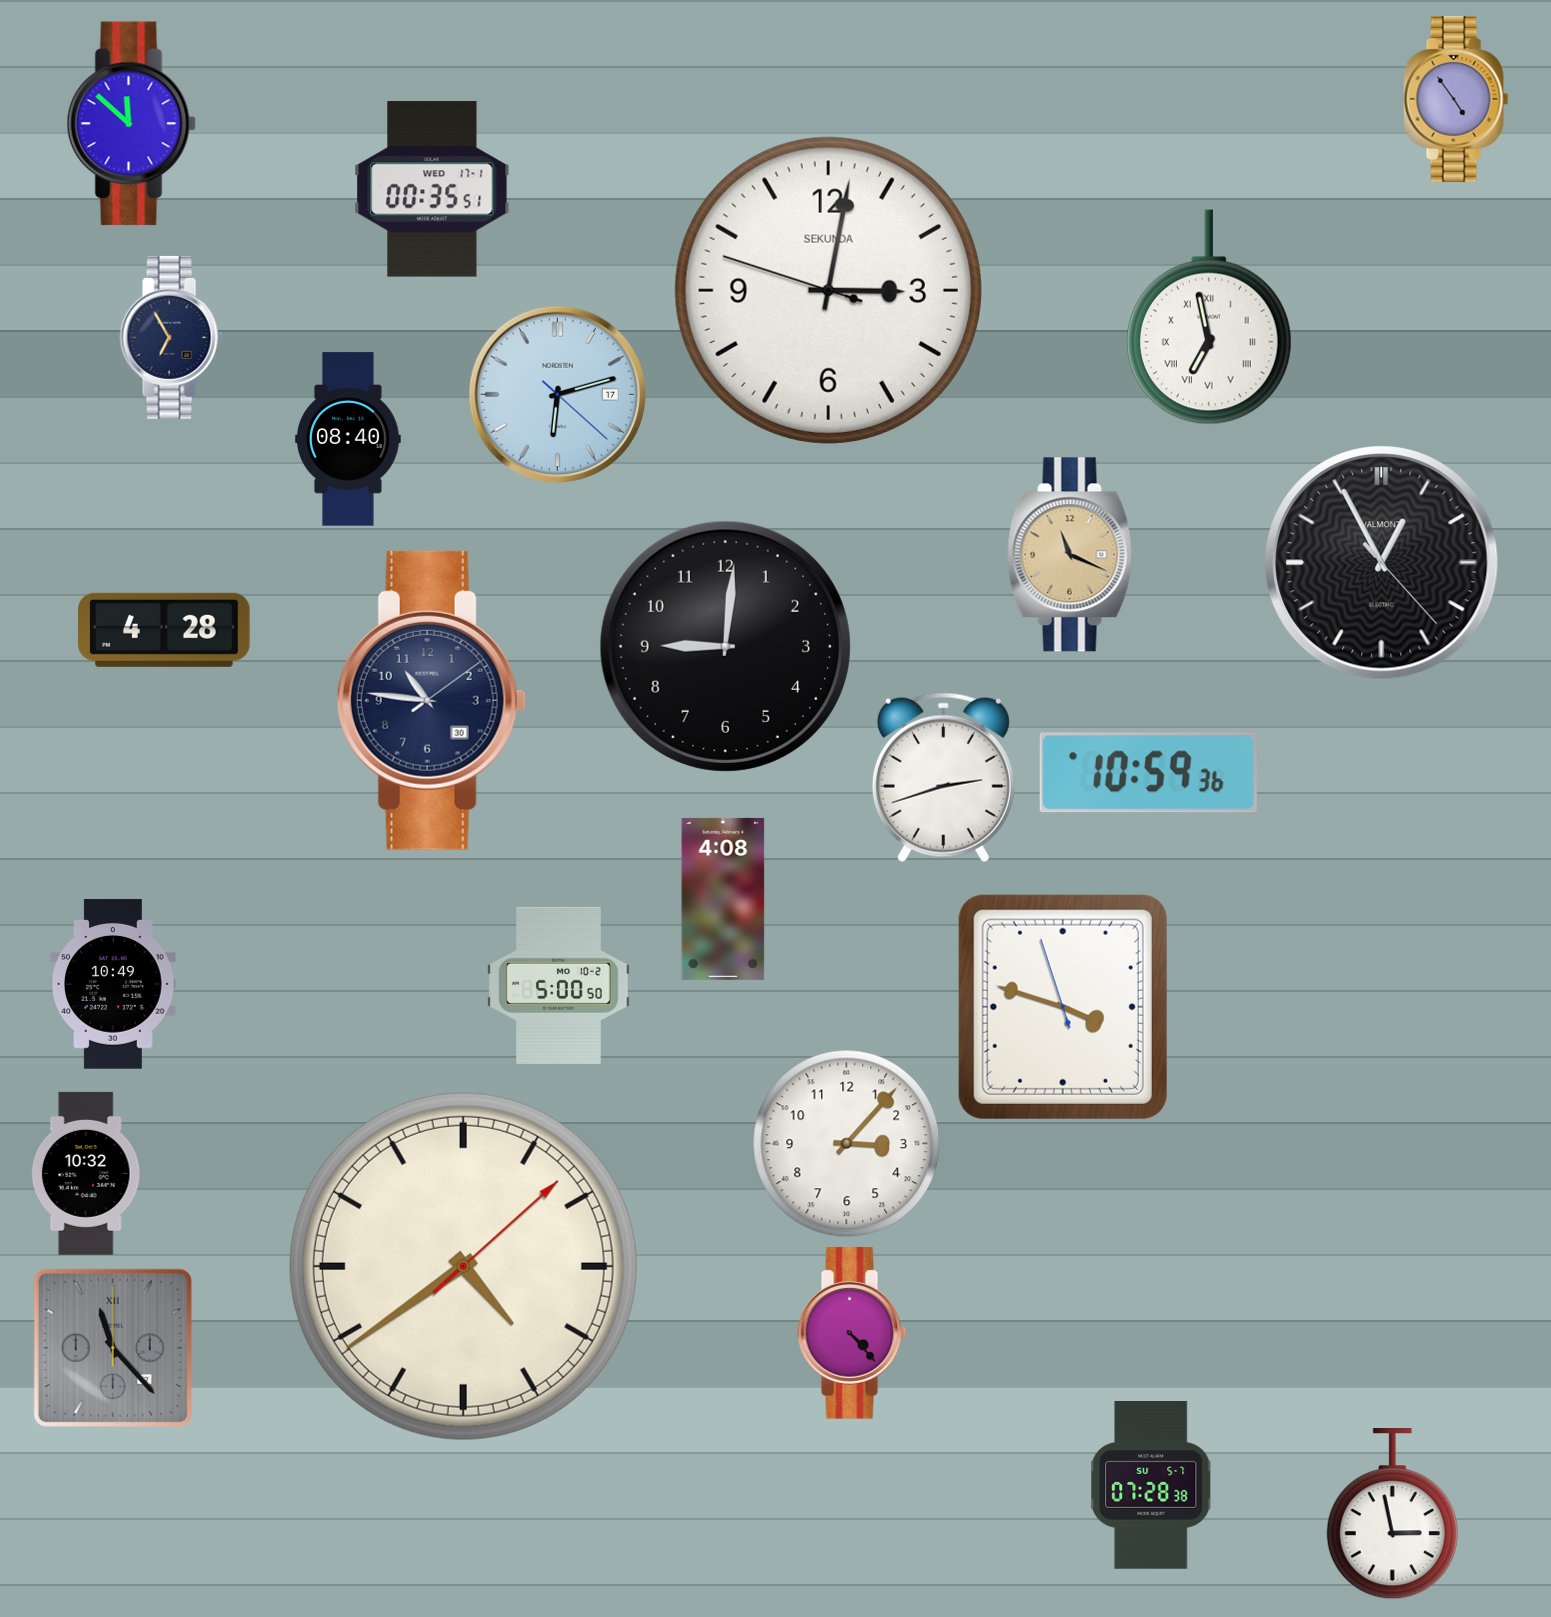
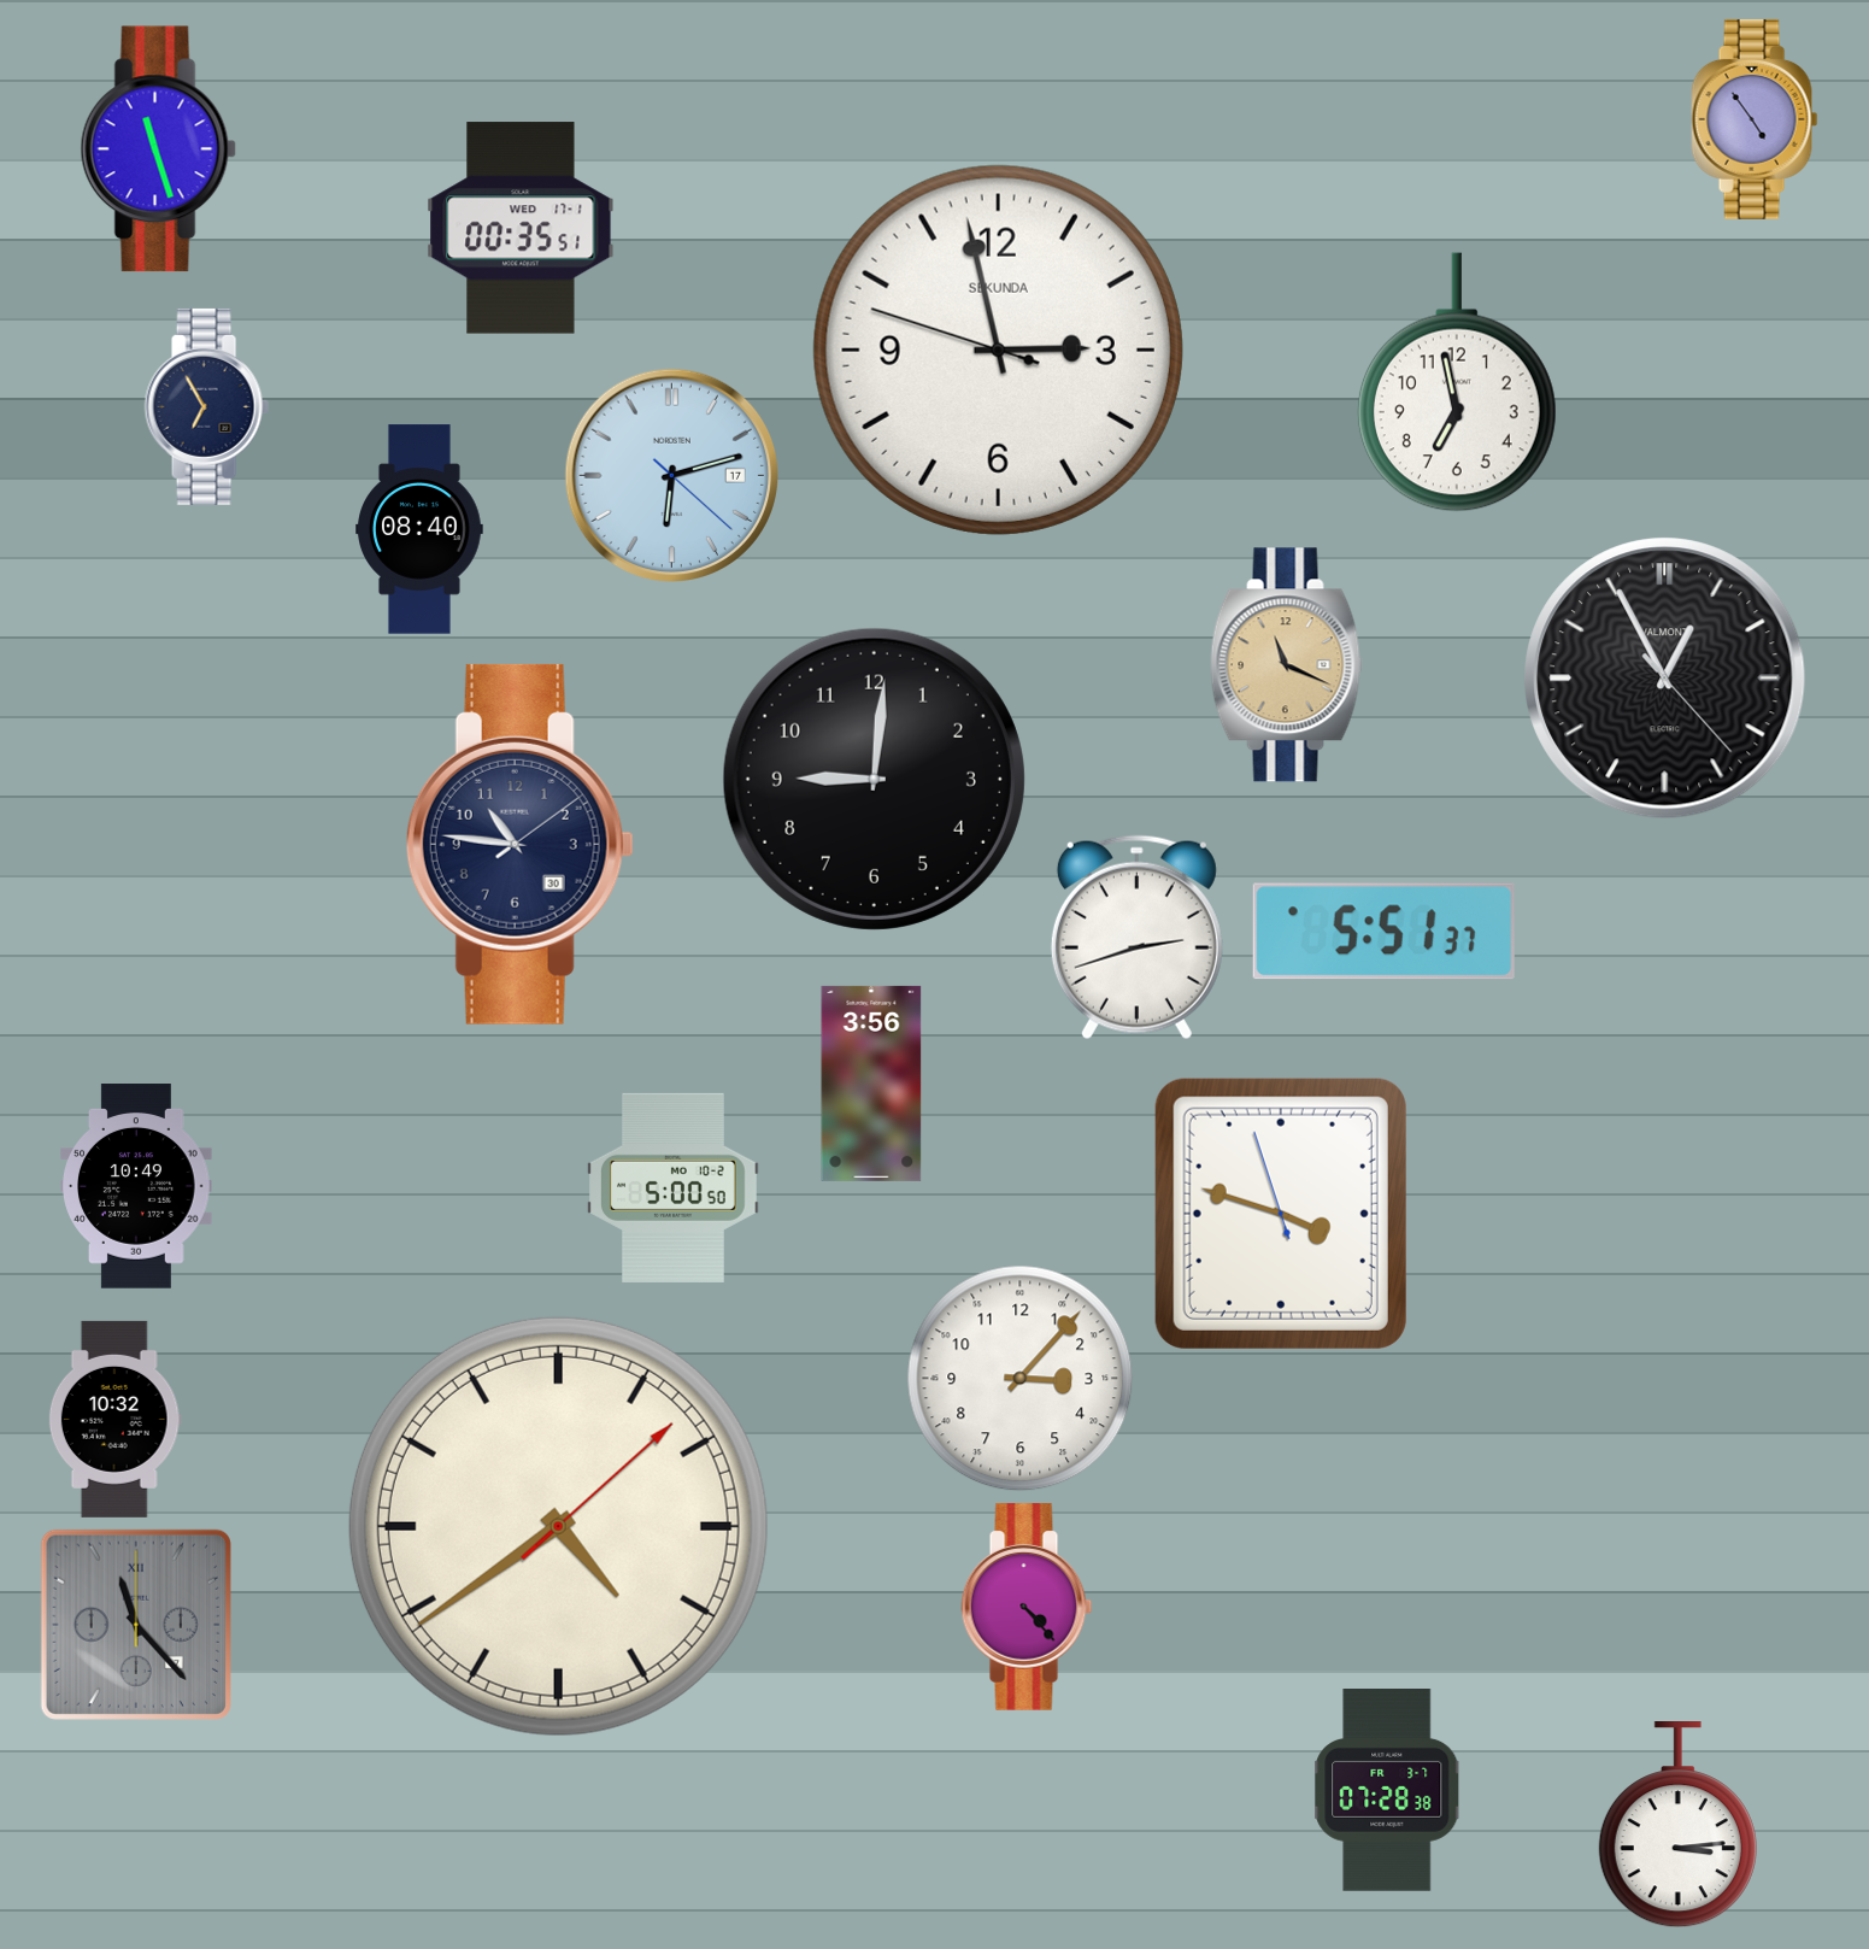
clock at (131, 124): 11:52 -> 11:27
clock at (828, 290): 3:01 -> 2:57
clock at (1209, 317) numerals: Roman -> Arabic
clock at (1070, 555) position: (1070, 555) -> (1286, 665)
clock at (165, 630): 4:28 -> none
clock at (1148, 773): 10:59 -> 5:51
clock at (723, 899): 4:08 -> 3:56
clock at (86, 1173) position: (86, 1173) -> (114, 1419)
clock at (1151, 1486) date: SU 5-7 -> FR 3-7
clock at (1392, 1515): 2:58 -> 3:14
